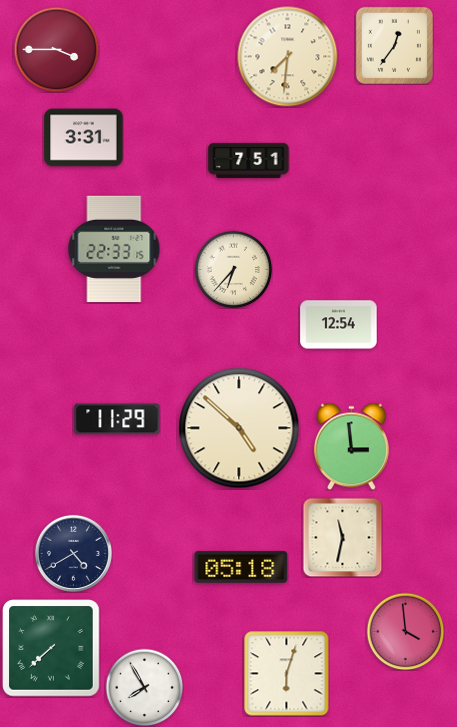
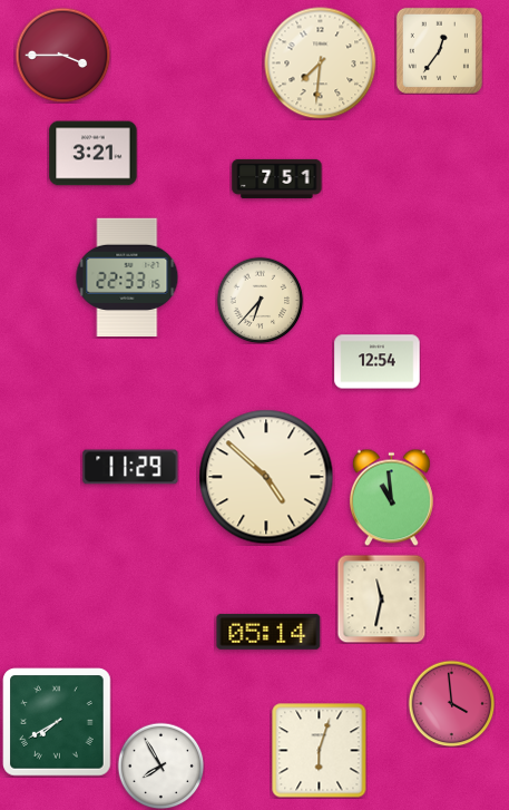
clock at (84, 138): 3:31 -> 3:21
clock at (351, 446): 2:59 -> 10:59
clock at (73, 553): 4:40 -> none
clock at (241, 567): 05:18 -> 05:14
clock at (51, 648): 7:38 -> 7:40
